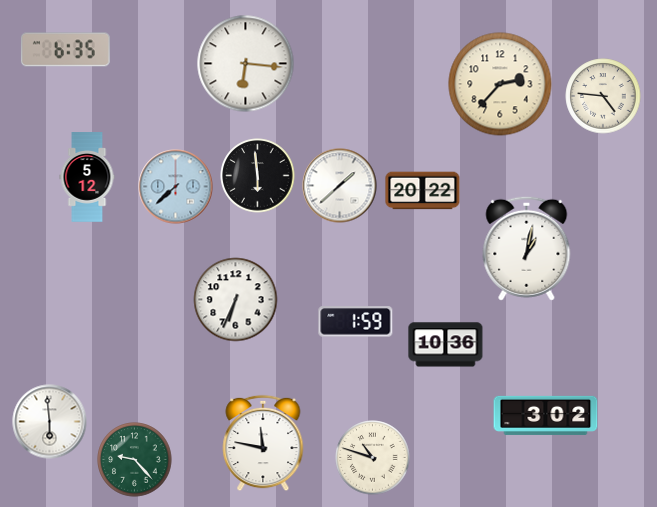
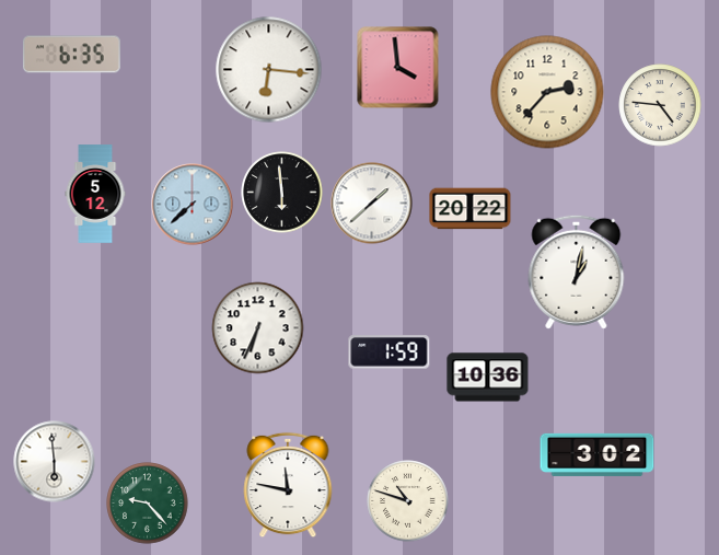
clock at (398, 68): none -> 3:59
clock at (423, 191) position: (423, 191) -> (471, 209)
